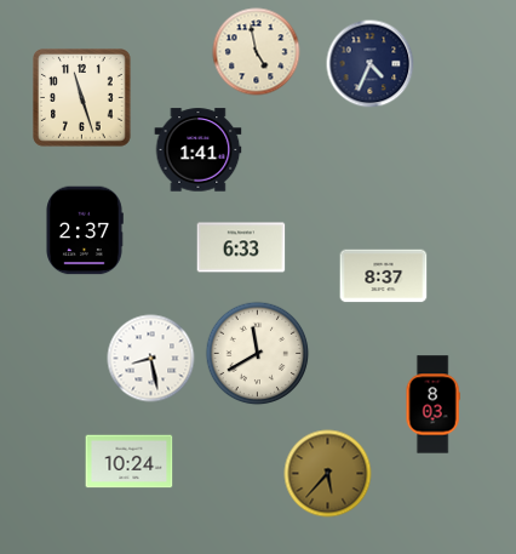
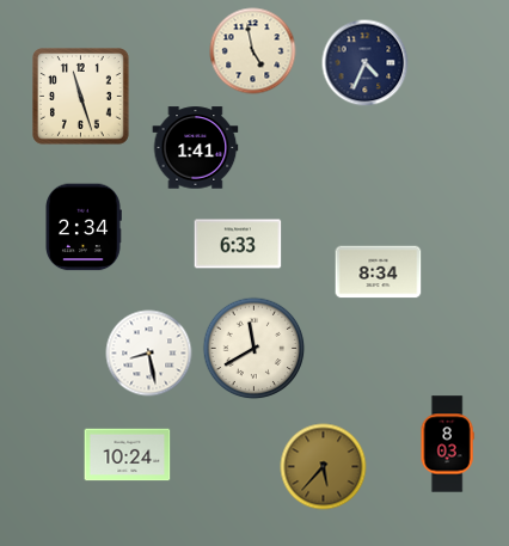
clock at (85, 230): 2:37 -> 2:34
clock at (384, 276): 8:37 -> 8:34
clock at (432, 405) position: (432, 405) -> (447, 444)
